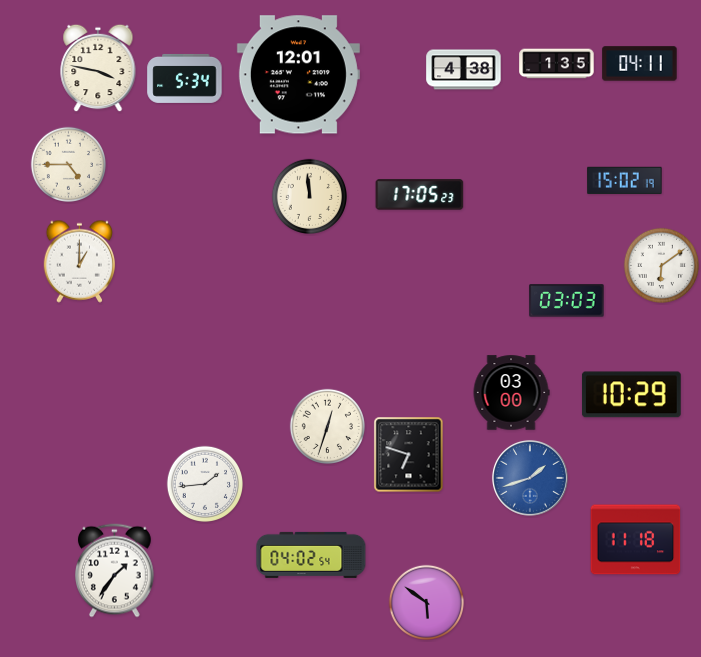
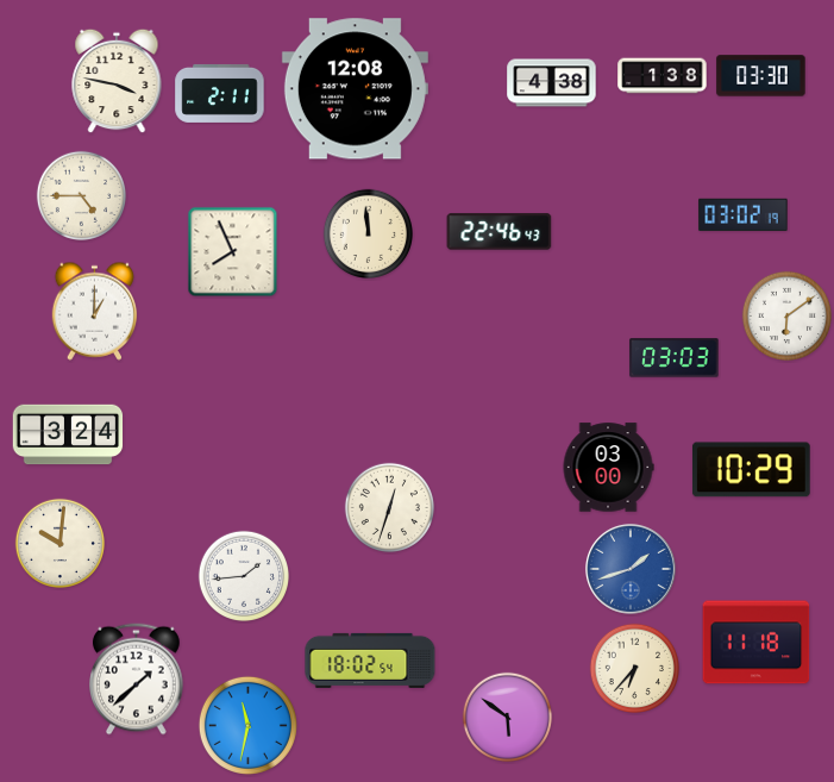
clock at (557, 64): 1:35 -> 1:38
clock at (640, 64): 04:11 -> 03:30
clock at (298, 75): 12:01 -> 12:08
clock at (185, 78): 5:34 -> 2:11
clock at (625, 180): 15:02 -> 03:02
clock at (420, 195): 17:05 -> 22:46
clock at (233, 252): none -> 7:56
clock at (68, 434): none -> 3:24
clock at (409, 455): 6:48 -> none
clock at (59, 543): none -> 10:01
clock at (311, 555): 04:02 -> 18:02
clock at (634, 668): none -> 6:37
clock at (115, 571): 1:36 -> 1:38
clock at (247, 725): none -> 11:32
